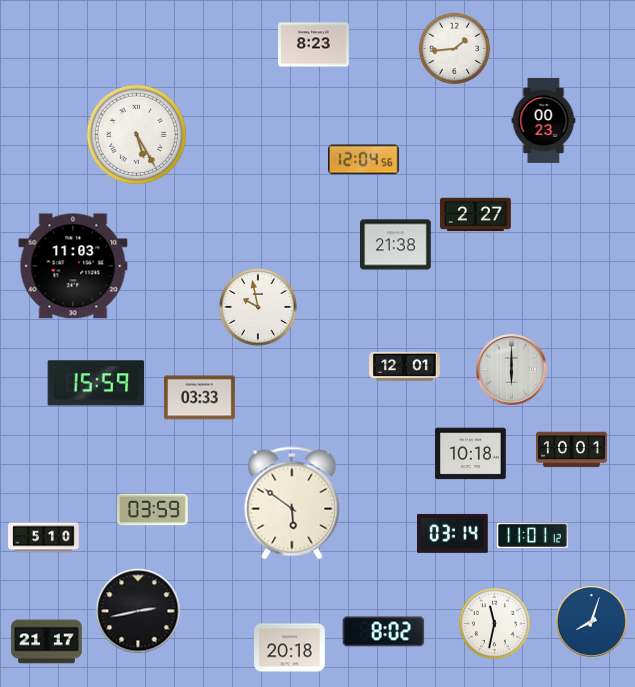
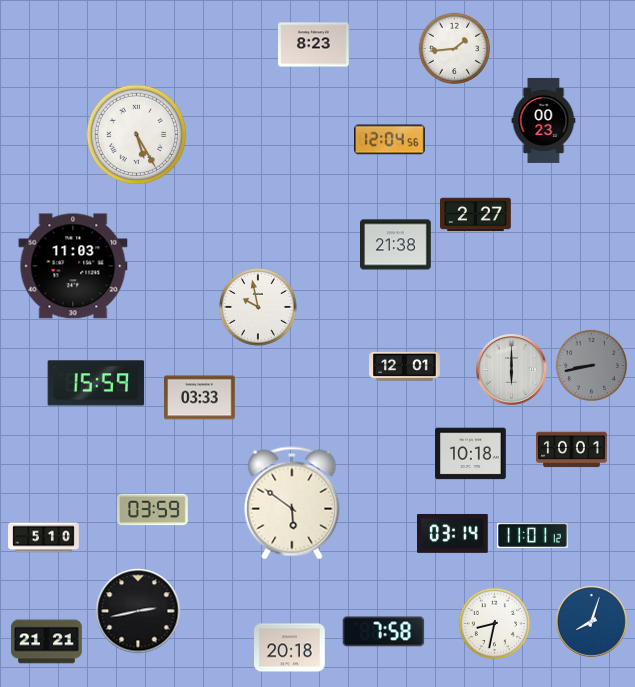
clock at (364, 160) position: (364, 160) -> (390, 140)
clock at (592, 366): none -> 8:43
clock at (495, 624): 11:32 -> 8:32
clock at (384, 632): 8:02 -> 7:58
clock at (47, 642): 21:17 -> 21:21
